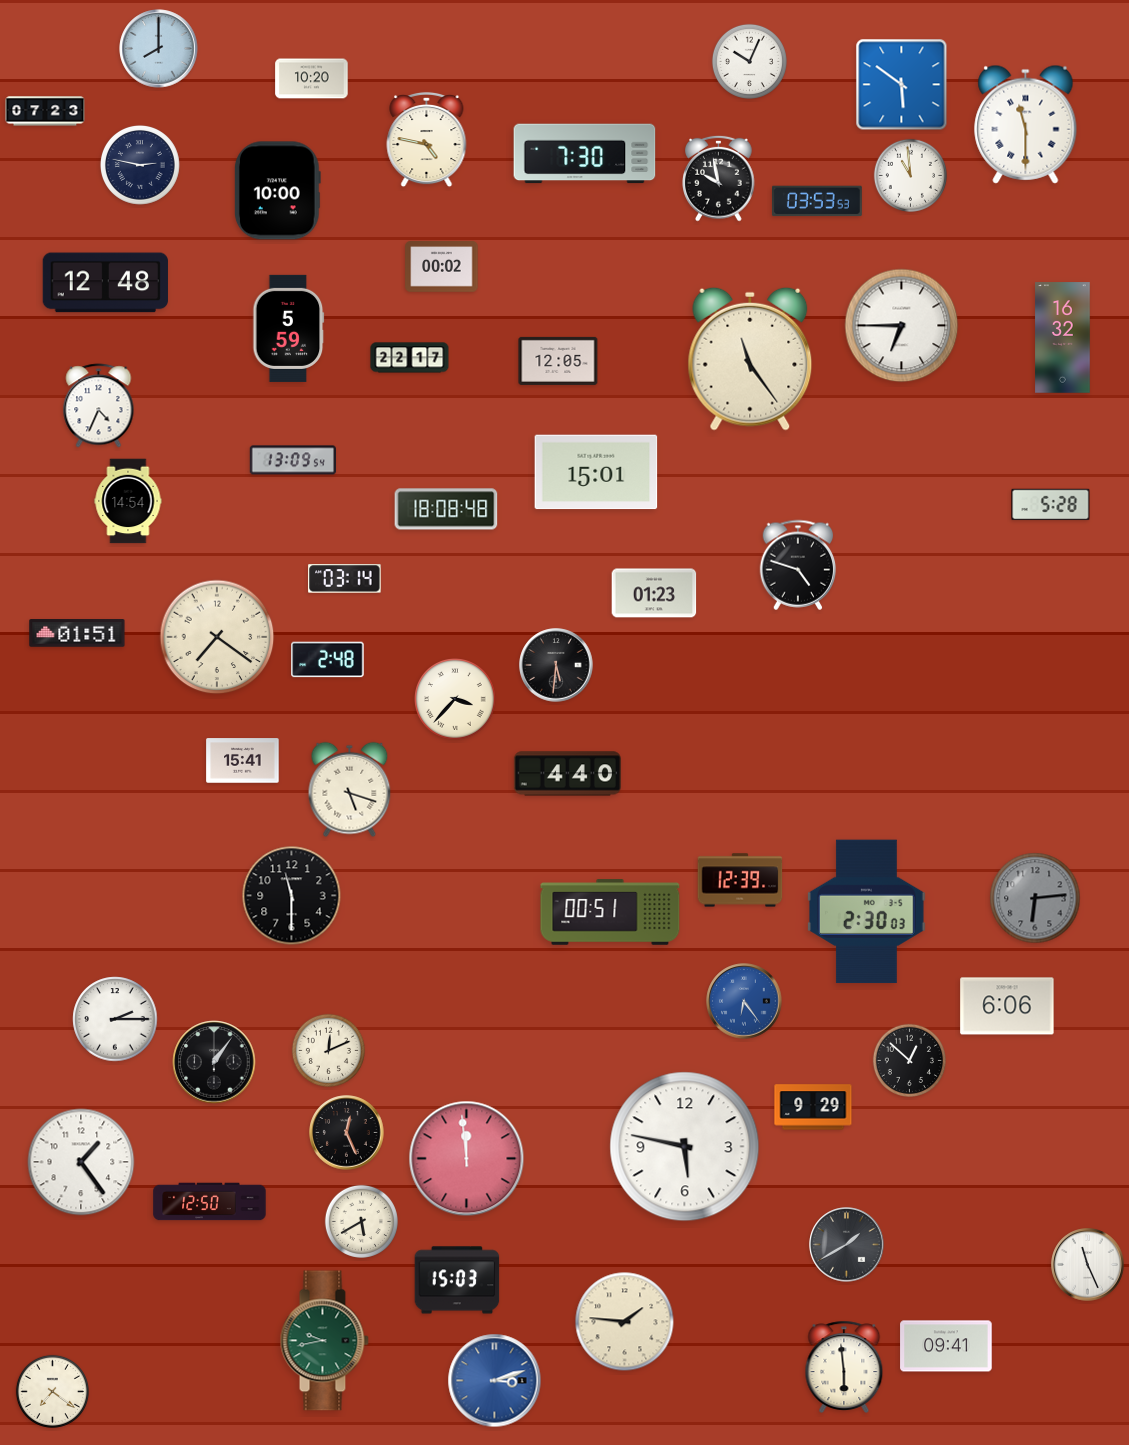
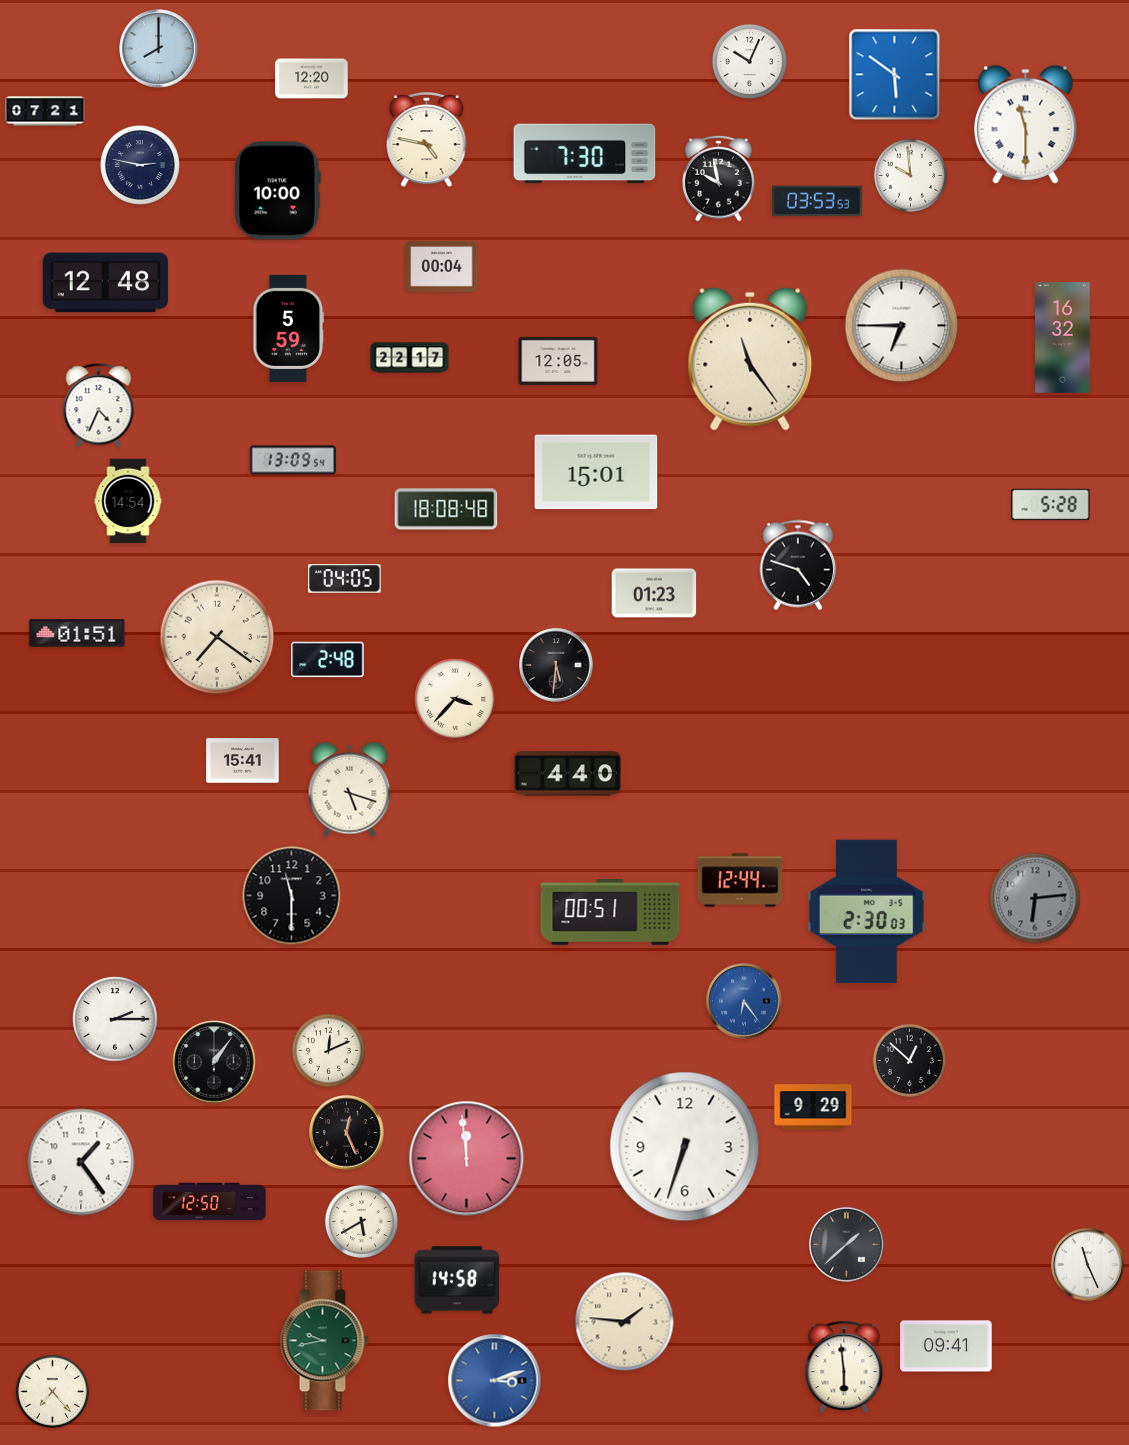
clock at (312, 79): 10:20 -> 12:20
clock at (902, 85) position: (902, 85) -> (895, 75)
clock at (45, 111): 07:23 -> 07:21
clock at (910, 175): 10:59 -> 9:59
clock at (442, 267): 00:02 -> 00:04
clock at (345, 579): 03:14 -> 04:05
clock at (740, 880): 12:39 -> 12:44
clock at (1007, 1006): 6:06 -> none
clock at (685, 1147): 5:47 -> 6:33
clock at (847, 1245): 1:40 -> 1:38
clock at (457, 1280): 15:03 -> 14:58
clock at (52, 1391): 7:21 -> 7:23
